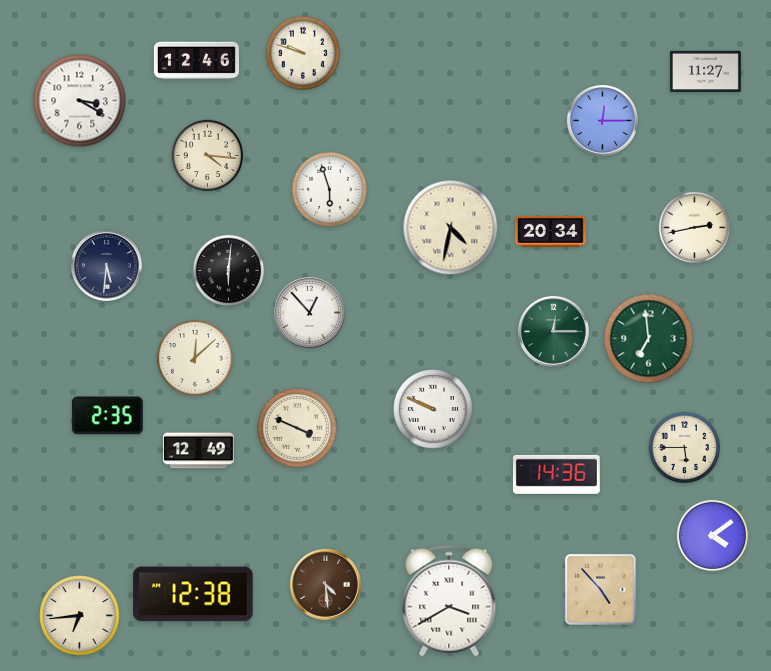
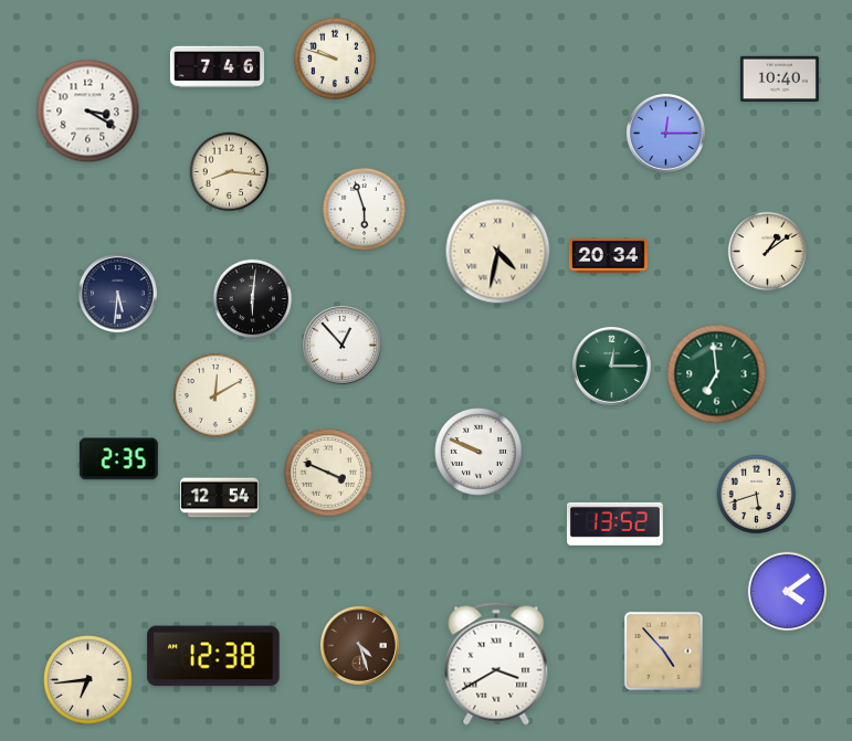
clock at (196, 61): 12:46 -> 7:46
clock at (705, 71): 11:27 -> 10:40
clock at (208, 156): 4:16 -> 8:16
clock at (695, 228): 2:43 -> 1:09
clock at (195, 358): 12:08 -> 12:10
clock at (685, 448): 5:45 -> 5:42
clock at (199, 451): 12:49 -> 12:54
clock at (556, 474): 14:36 -> 13:52
clock at (325, 584): 4:29 -> 4:27
